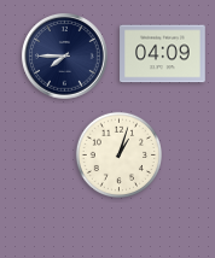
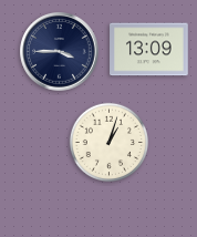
clock at (163, 54): 04:09 -> 13:09
clock at (65, 57): 7:45 -> 3:45
